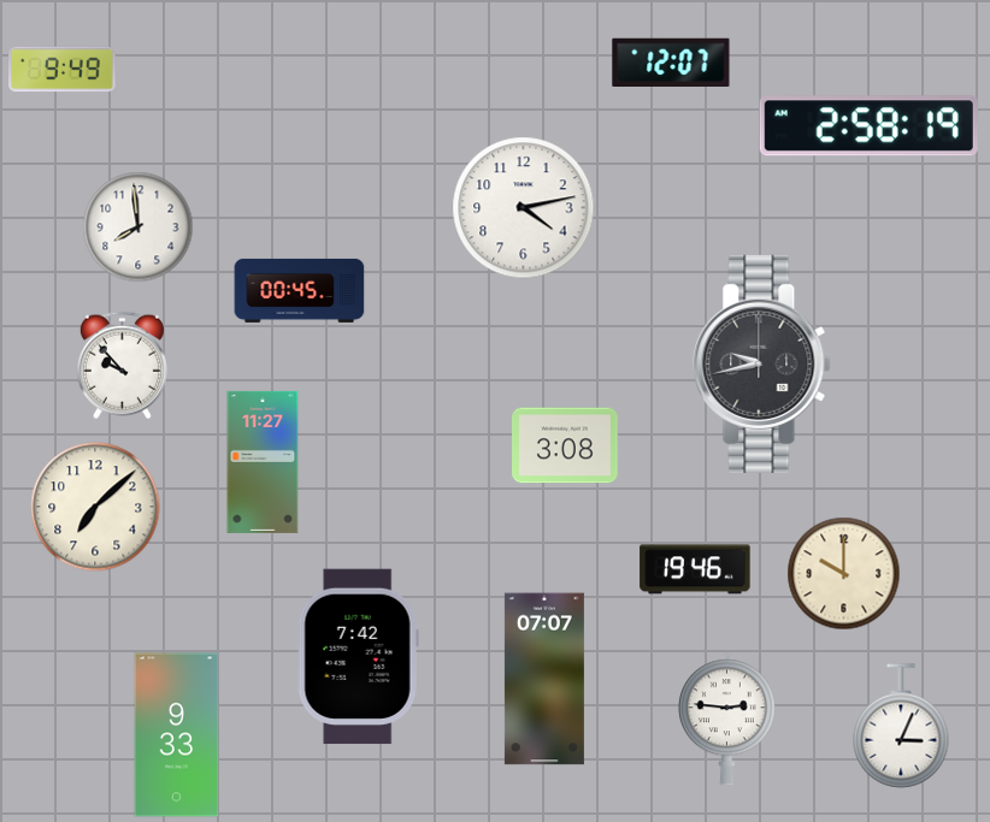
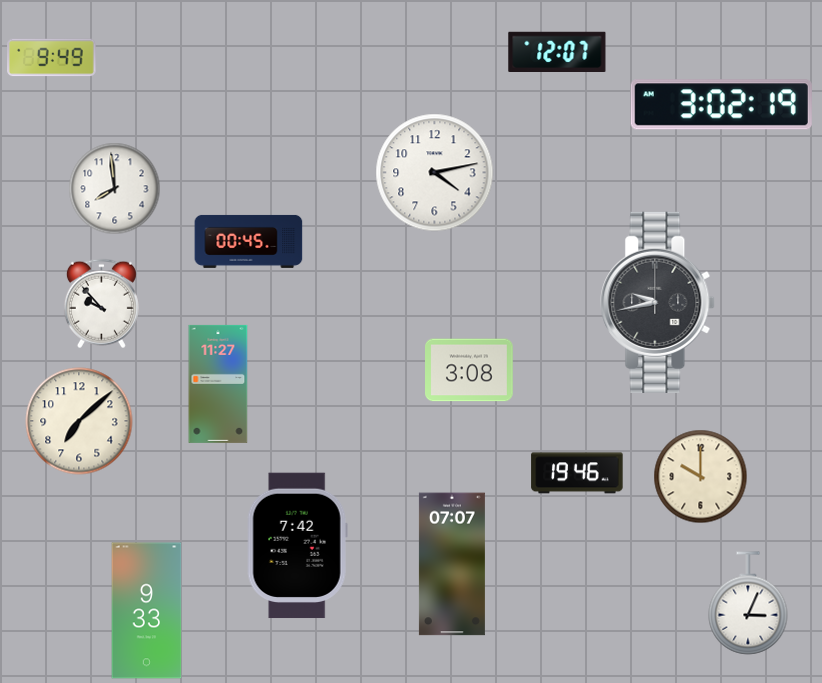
clock at (868, 126): 2:58 -> 3:02
clock at (762, 363) position: (762, 363) -> (658, 302)
clock at (726, 720): 2:46 -> none
